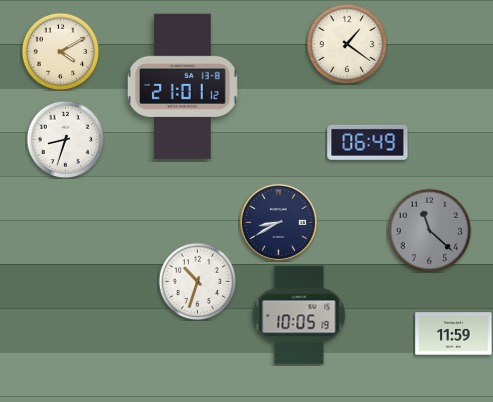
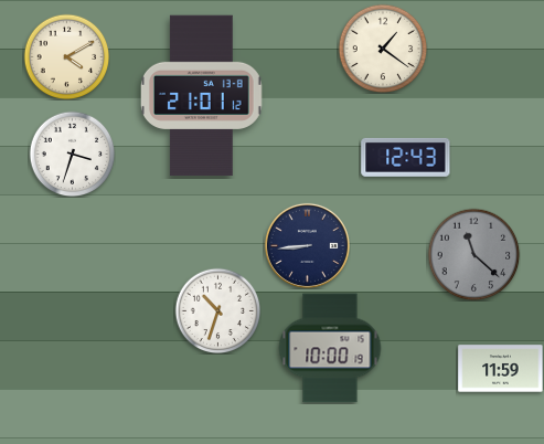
clock at (65, 139): 8:33 -> 3:33
clock at (368, 142): 06:49 -> 12:43
clock at (278, 222): 8:40 -> 8:44
clock at (299, 315): 10:05 -> 10:00
